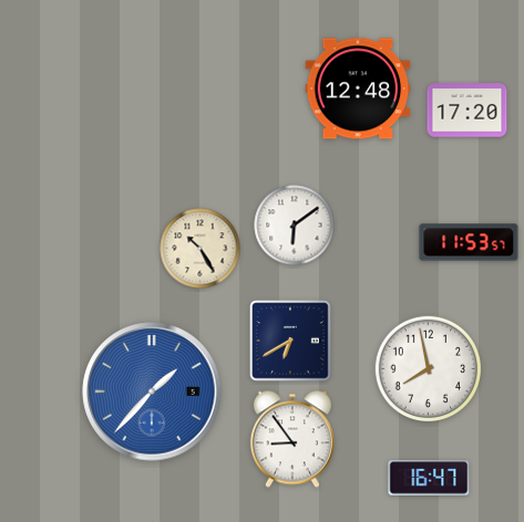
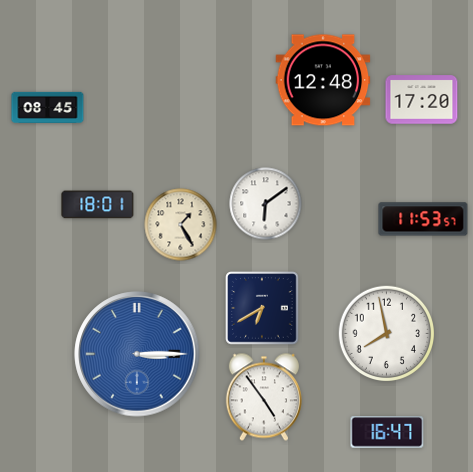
clock at (48, 107): none -> 08:45
clock at (98, 205): none -> 18:01
clock at (201, 249): 10:25 -> 1:25
clock at (152, 391): 1:37 -> 3:15
clock at (292, 439): 8:54 -> 4:54
